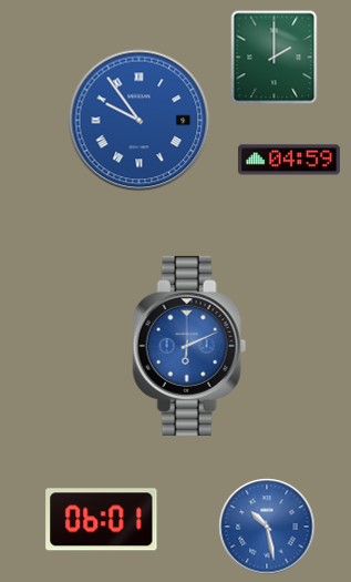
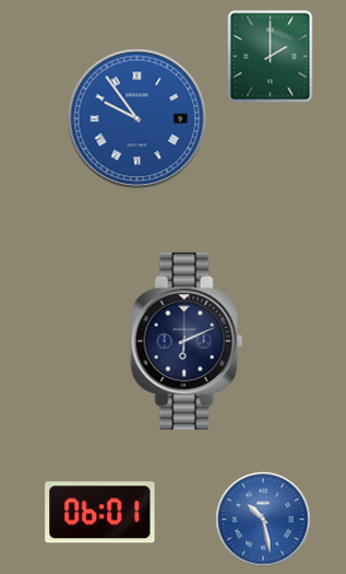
clock at (289, 160): 04:59 -> none
clock at (189, 346) dial: blue -> navy
